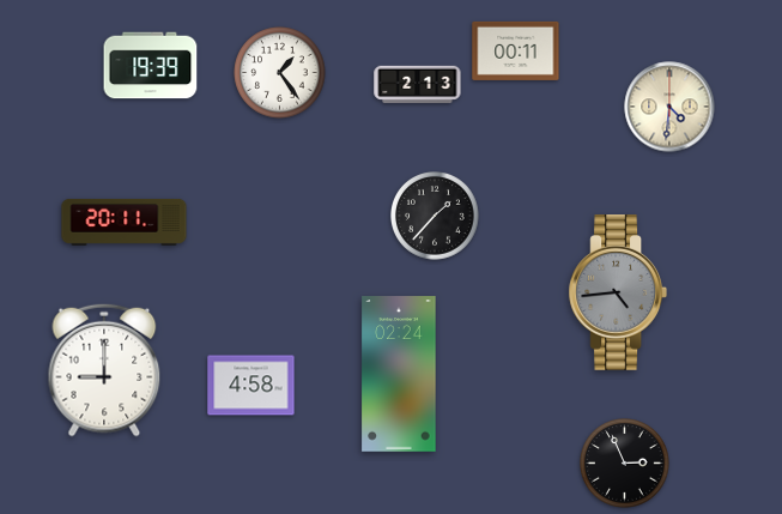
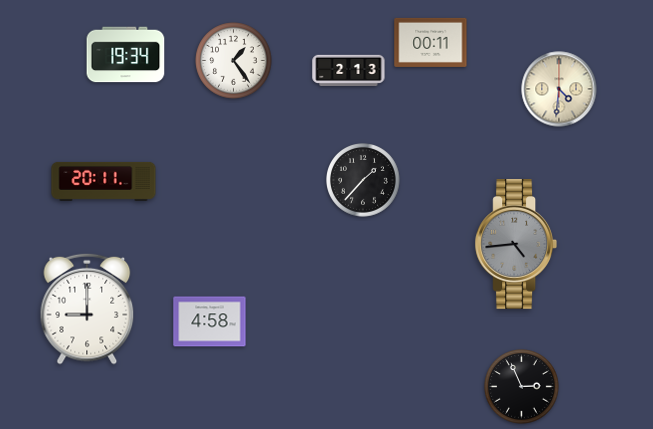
clock at (151, 66): 19:39 -> 19:34
clock at (125, 222) position: (125, 222) -> (104, 181)
clock at (399, 374): 02:24 -> none
